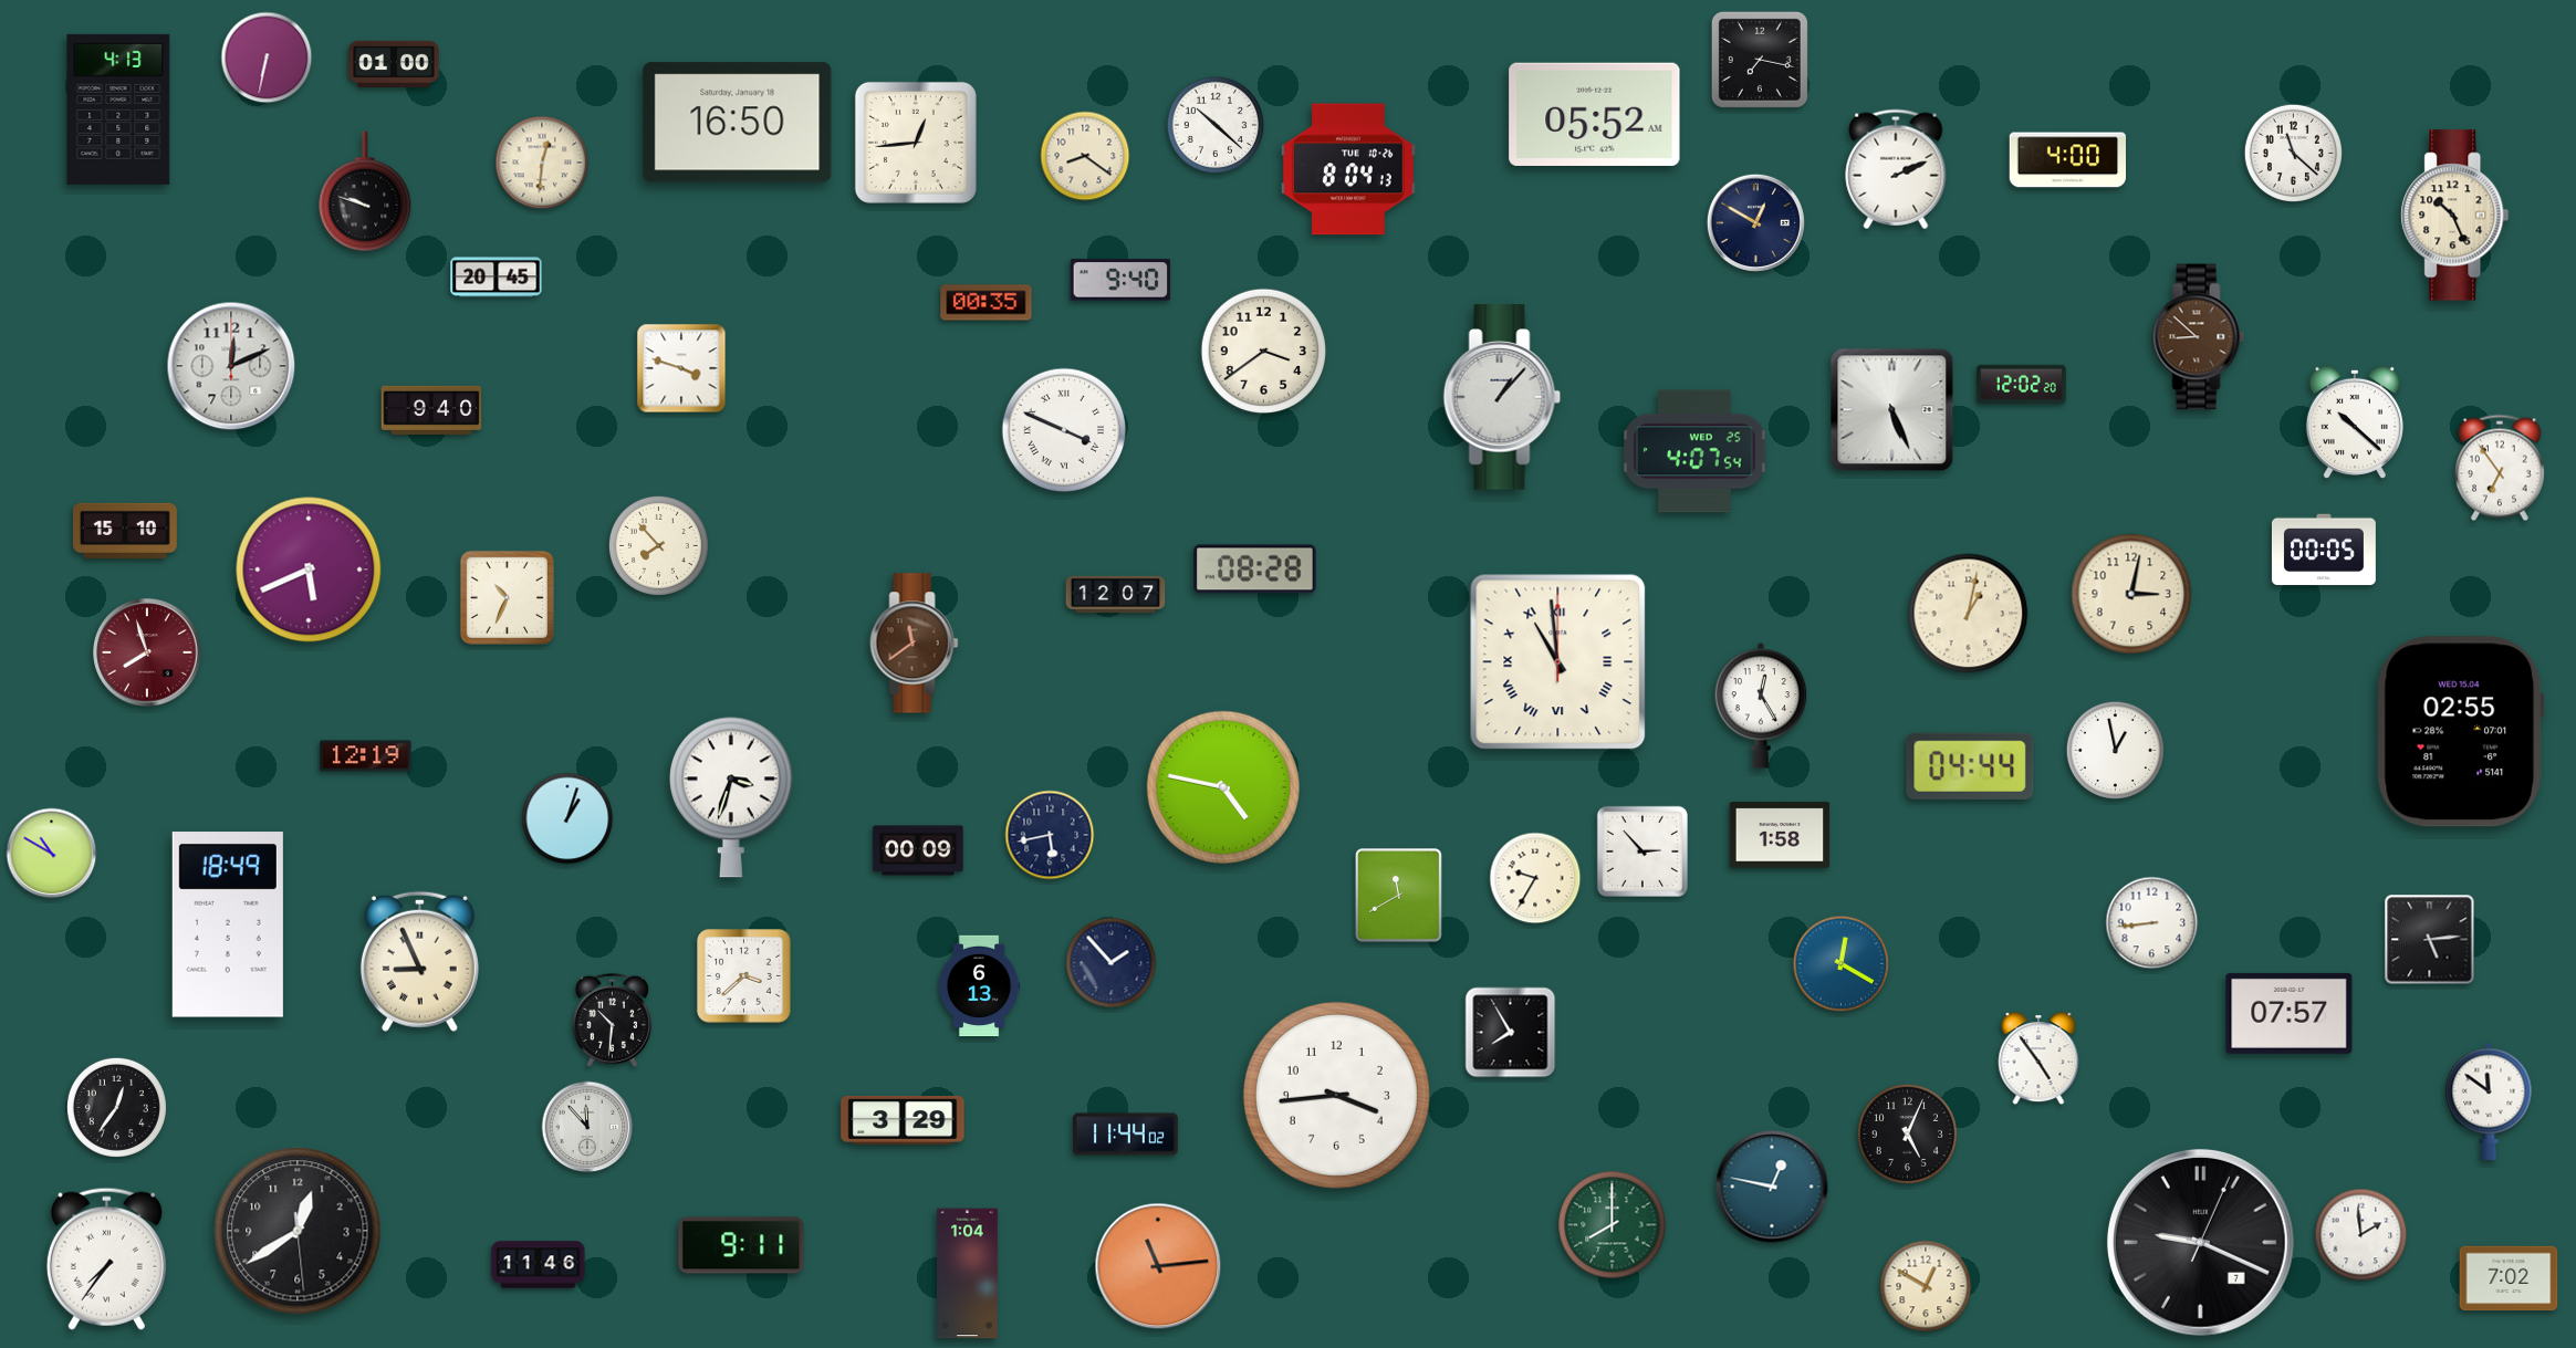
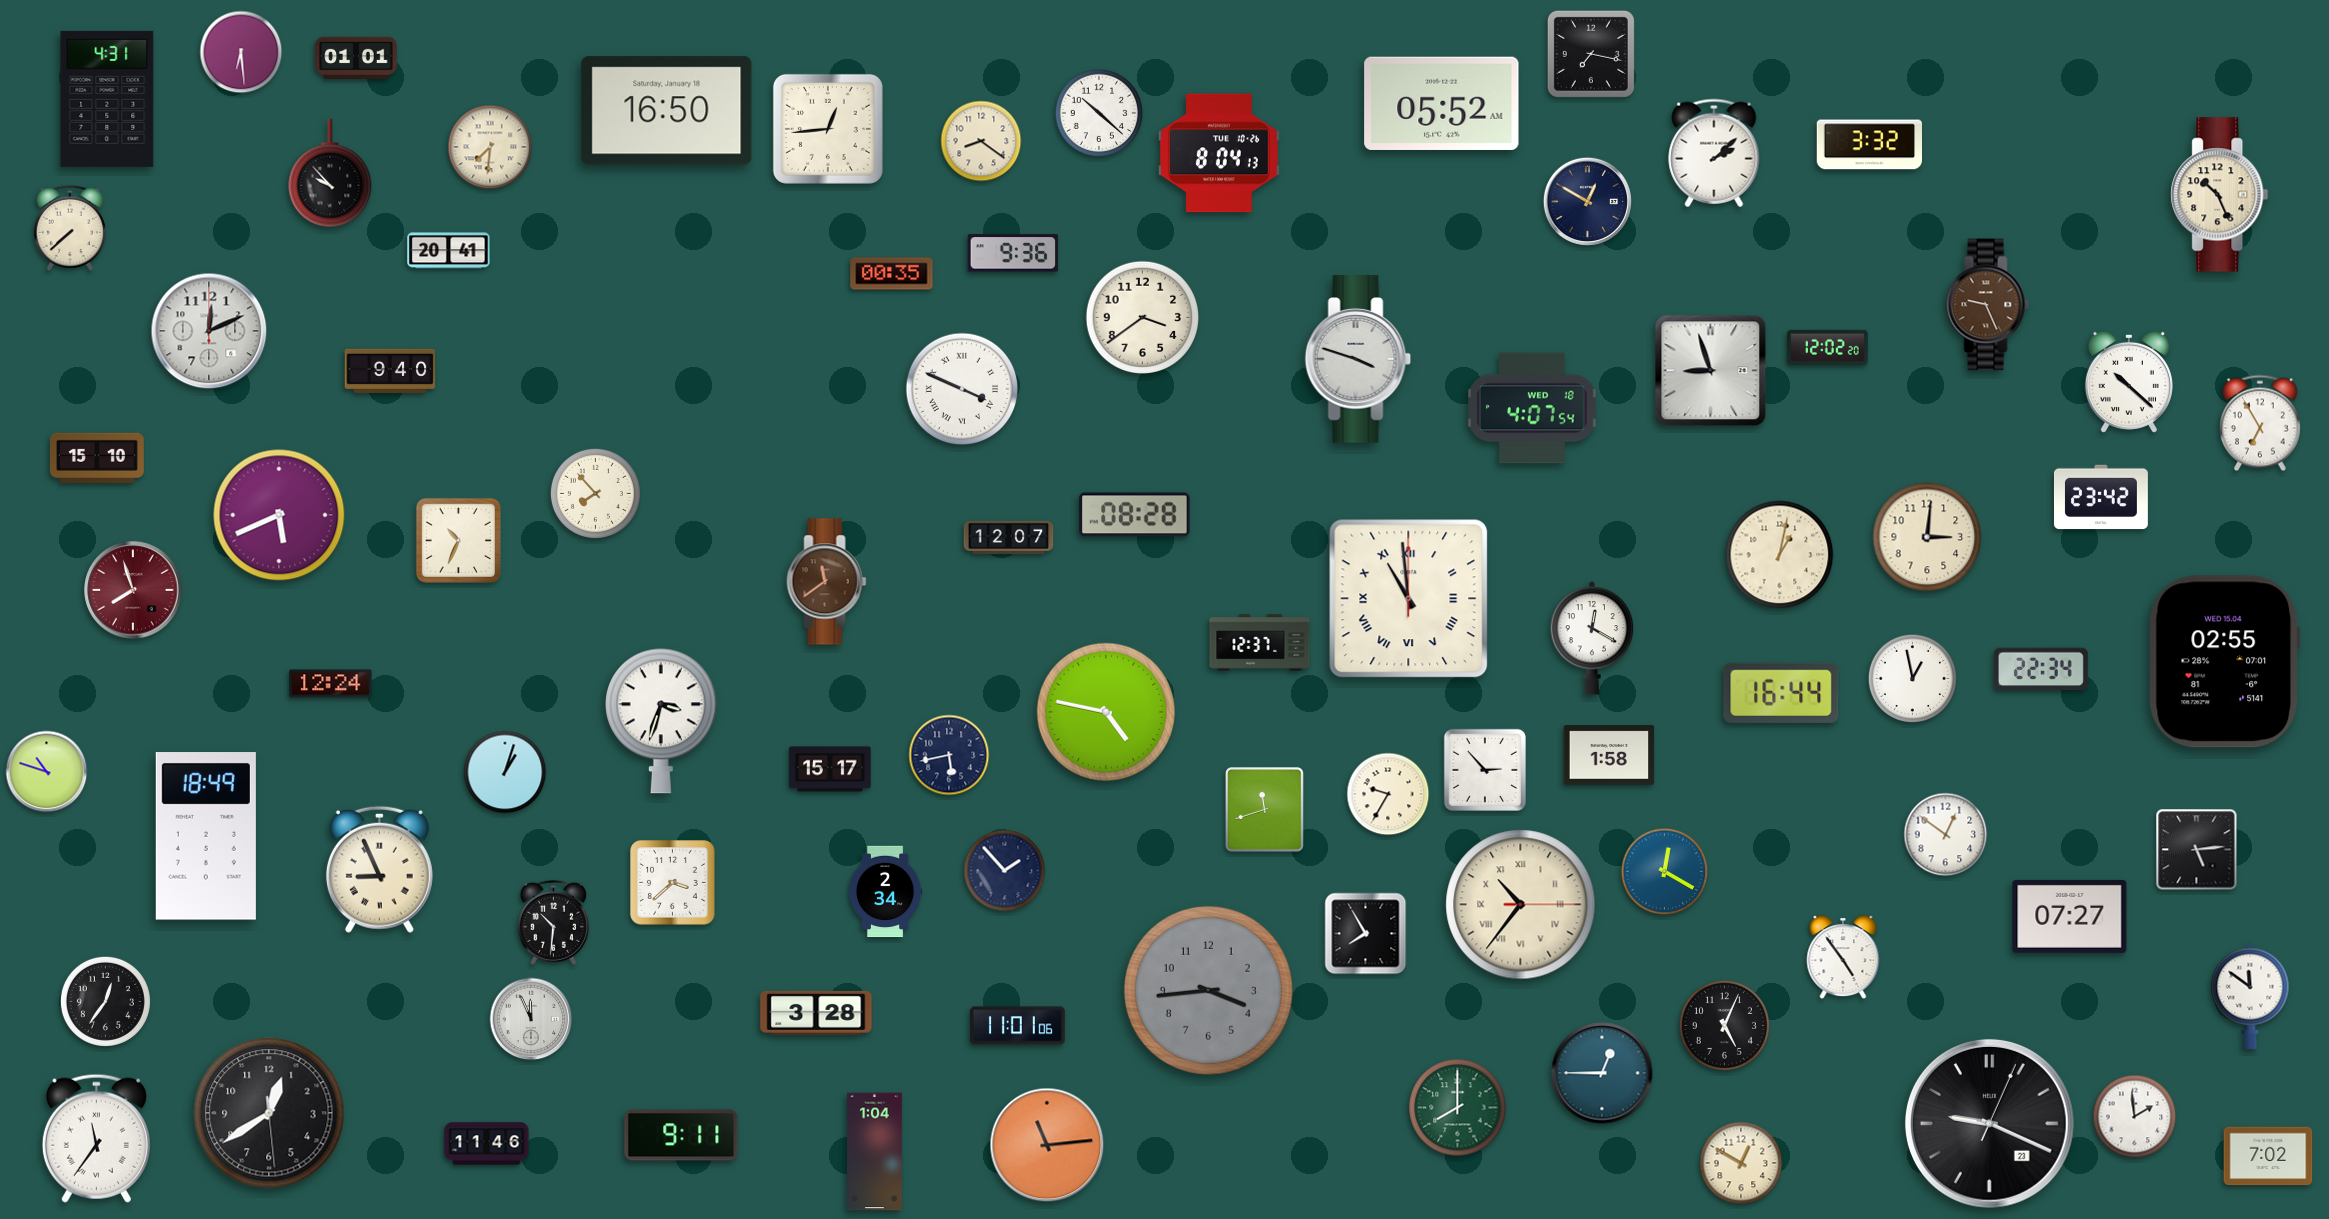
clock at (267, 58): 6:32 -> 6:29
clock at (394, 63): 01:00 -> 01:01
clock at (118, 109): 4:13 -> 4:31
clock at (2293, 153): 11:22 -> none
clock at (2067, 160): 4:00 -> 3:32
clock at (542, 163): 12:31 -> 7:31
clock at (1896, 169): 2:11 -> 2:08
clock at (365, 191): 9:48 -> 9:53
clock at (70, 228): none -> 7:38
clock at (497, 278): 20:45 -> 20:41
clock at (1120, 280): 9:40 -> 9:36
clock at (2199, 337): 8:52 -> 9:26
clock at (681, 368): 3:48 -> none
clock at (1502, 397): 1:07 -> 3:48
clock at (1892, 410): 5:26 -> 8:57
clock at (1696, 451) date: WED 25 -> WED 18
clock at (2500, 468): 6:54 -> 6:55
clock at (125, 531) position: (125, 531) -> (97, 458)
clock at (2324, 550): 00:05 -> 23:42
clock at (2131, 594): 3:02 -> 3:01
clock at (1761, 706): 12:25 -> 12:20
clock at (1260, 643): none -> 12:37
clock at (2041, 669): none -> 22:34
clock at (366, 756): 12:19 -> 12:24
clock at (1970, 766): 04:44 -> 16:44
clock at (567, 818) position: (567, 818) -> (505, 772)
clock at (918, 850): 00:09 -> 15:17
clock at (52, 854): 10:50 -> 10:48
clock at (1399, 896): 11:40 -> 11:42
clock at (2152, 923): 8:44 -> 12:51
clock at (979, 986): 6:13 -> 2:34
clock at (1521, 905): none -> 10:36
clock at (2290, 1013): 07:57 -> 07:27
clock at (1336, 1095) dial: white -> grey
clock at (903, 1120): 3:29 -> 3:28
clock at (587, 1127): 11:53 -> 11:56
clock at (1126, 1135): 11:44 -> 11:01
clock at (1772, 1187): 12:47 -> 12:45
clock at (2200, 1242) date: 7 -> 23
clock at (741, 1245) position: (741, 1245) -> (681, 1135)
clock at (106, 1258): 7:36 -> 11:36
